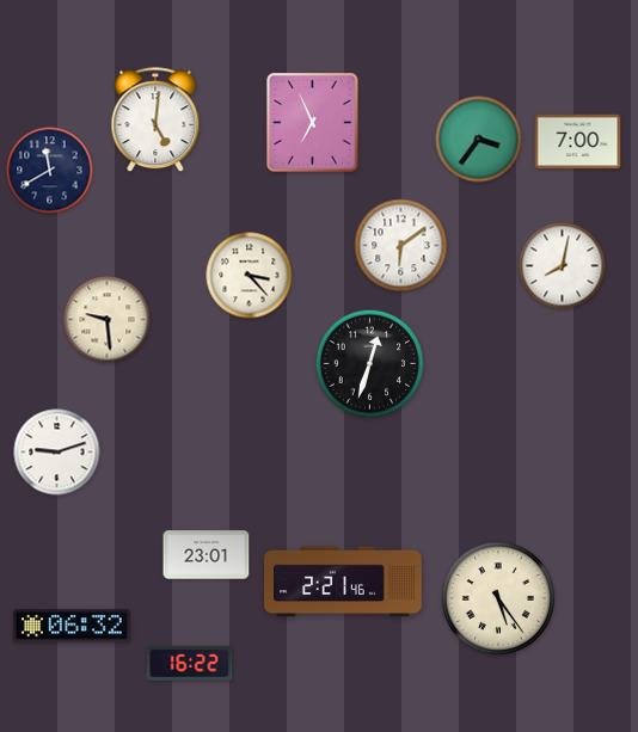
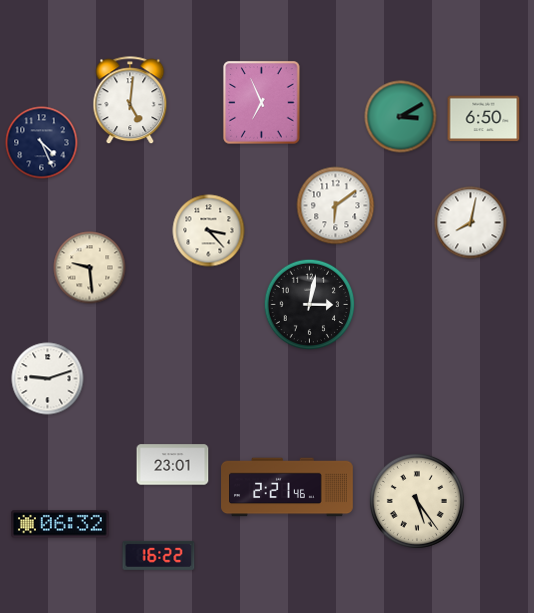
clock at (479, 140): 3:36 -> 3:10
clock at (578, 142): 7:00 -> 6:50
clock at (50, 171): 11:40 -> 4:26
clock at (370, 364): 12:33 -> 3:02
